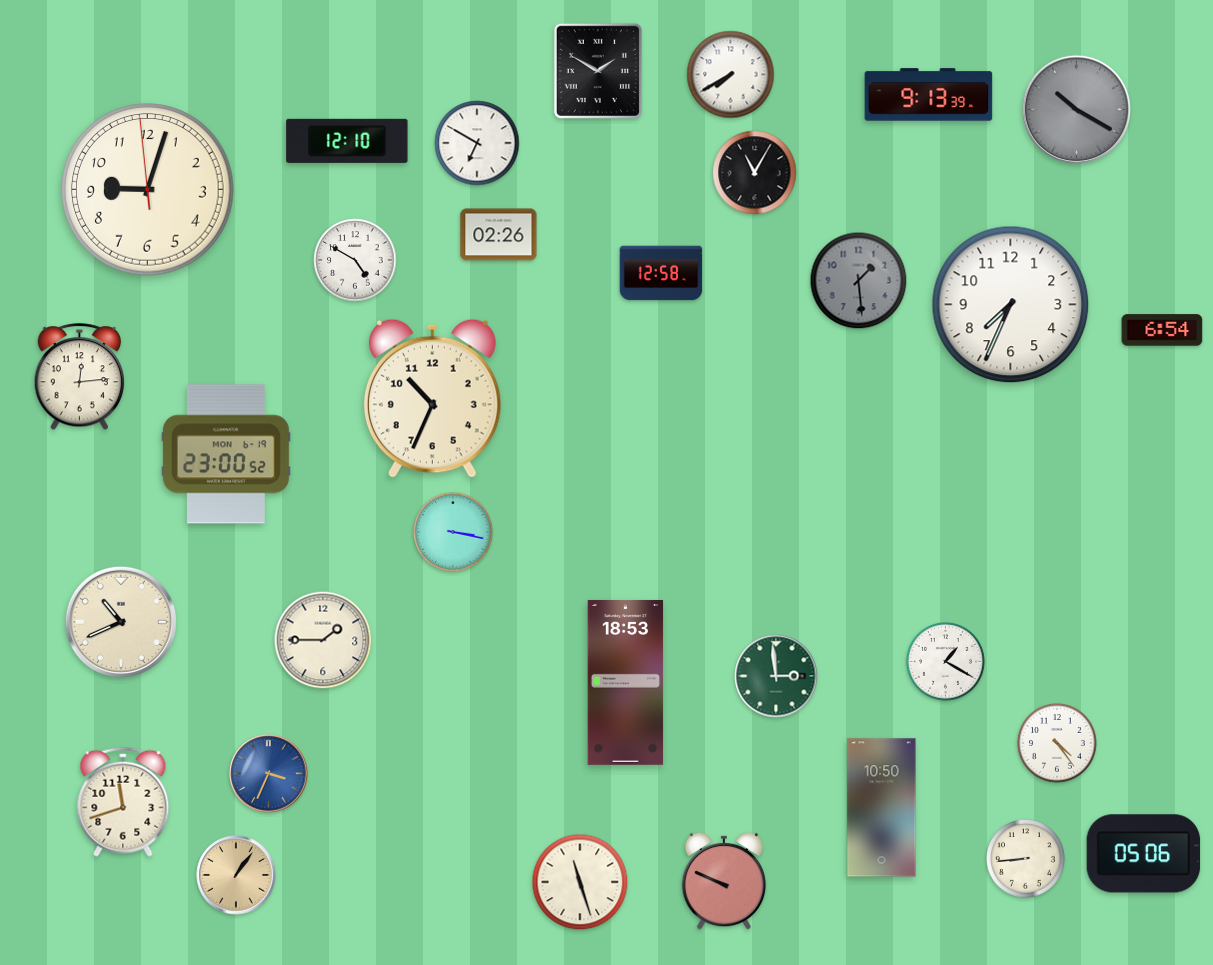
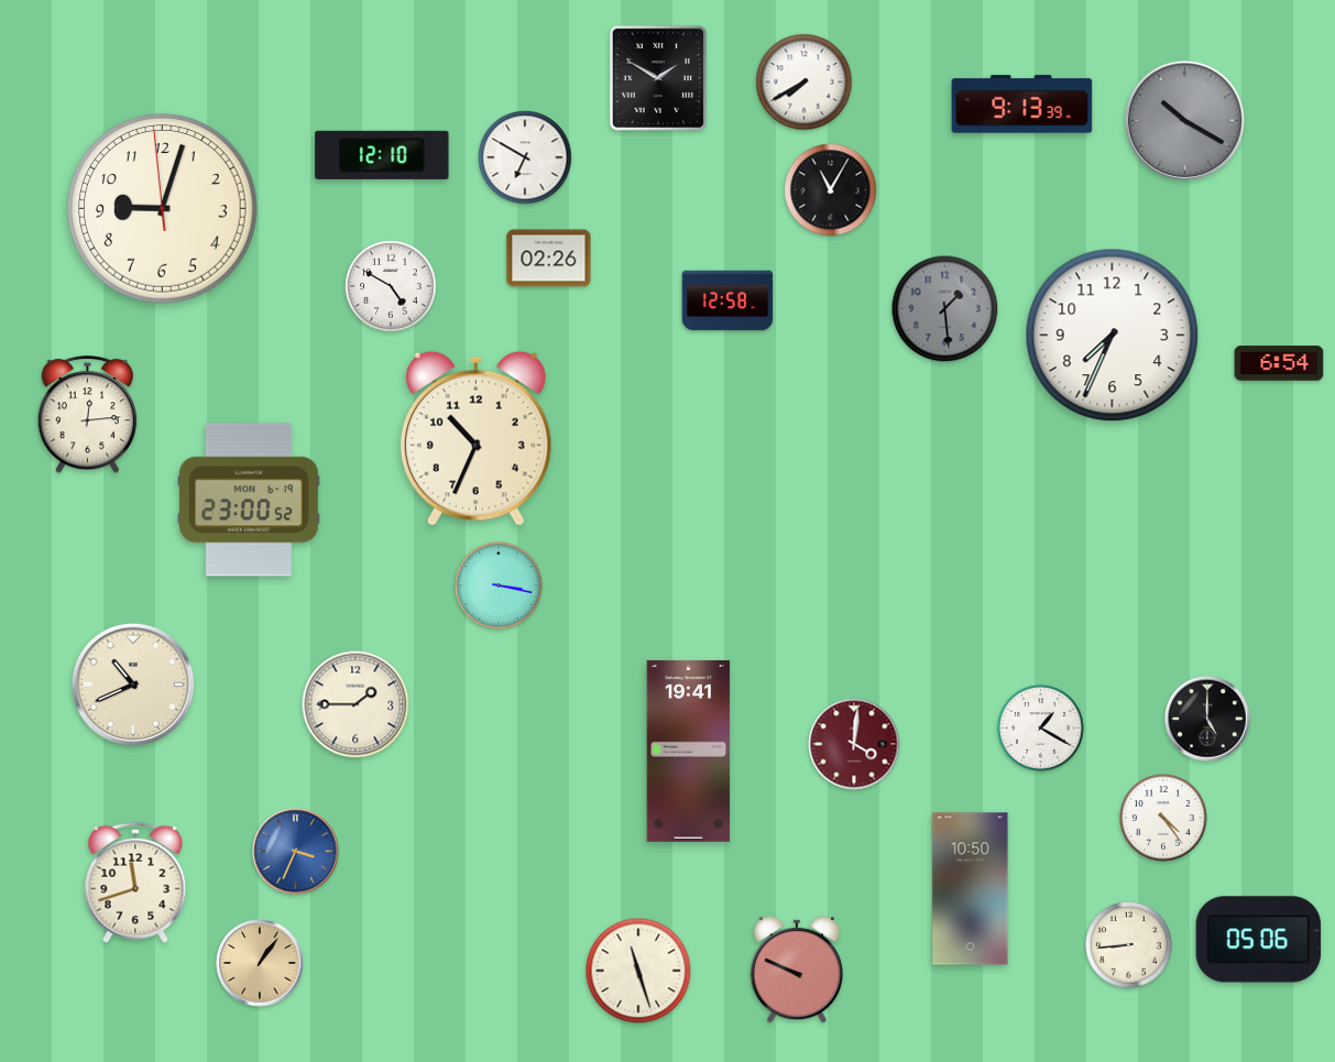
clock at (1207, 719): none -> 5:00
clock at (776, 676): 2:59 -> 4:01
clock at (776, 676) dial: green -> burgundy
clock at (626, 682): 18:53 -> 19:41
